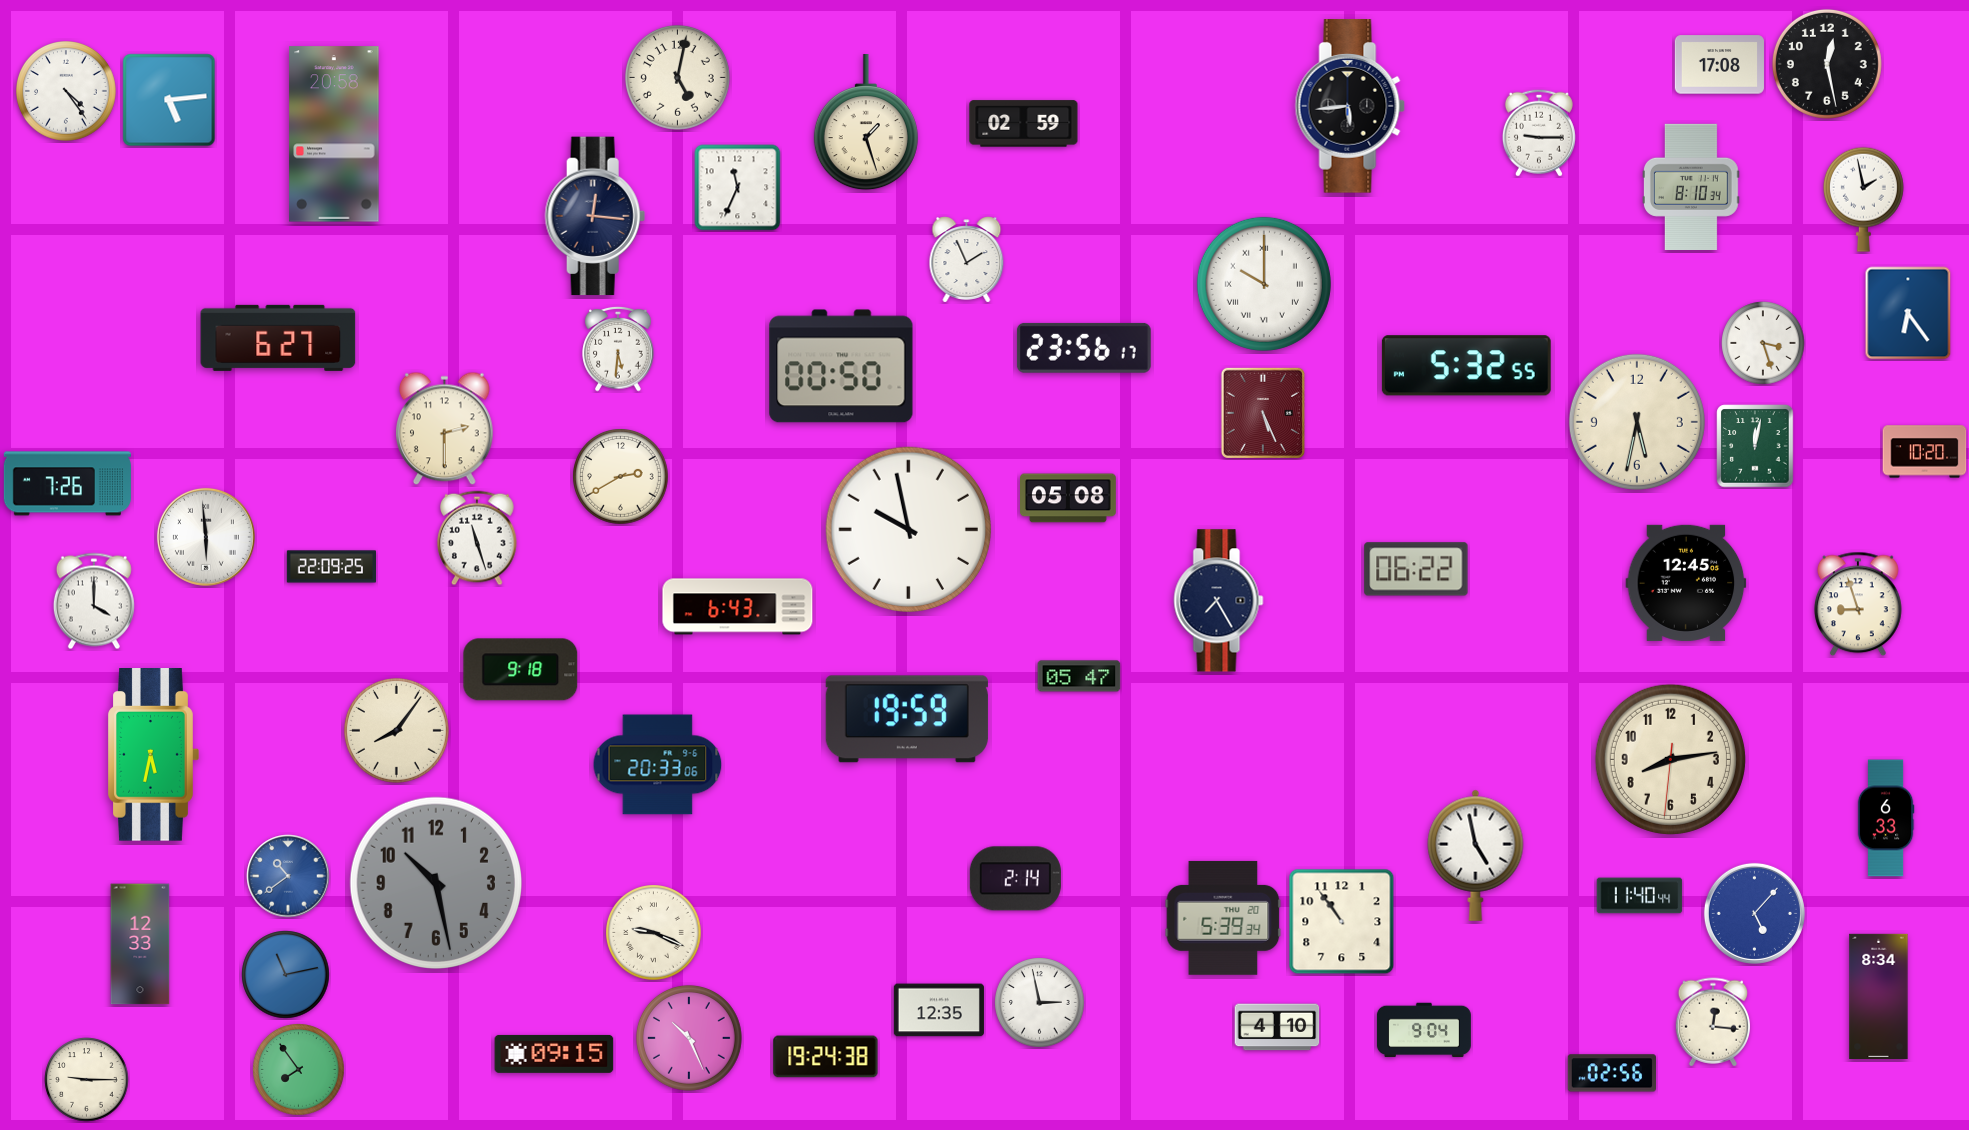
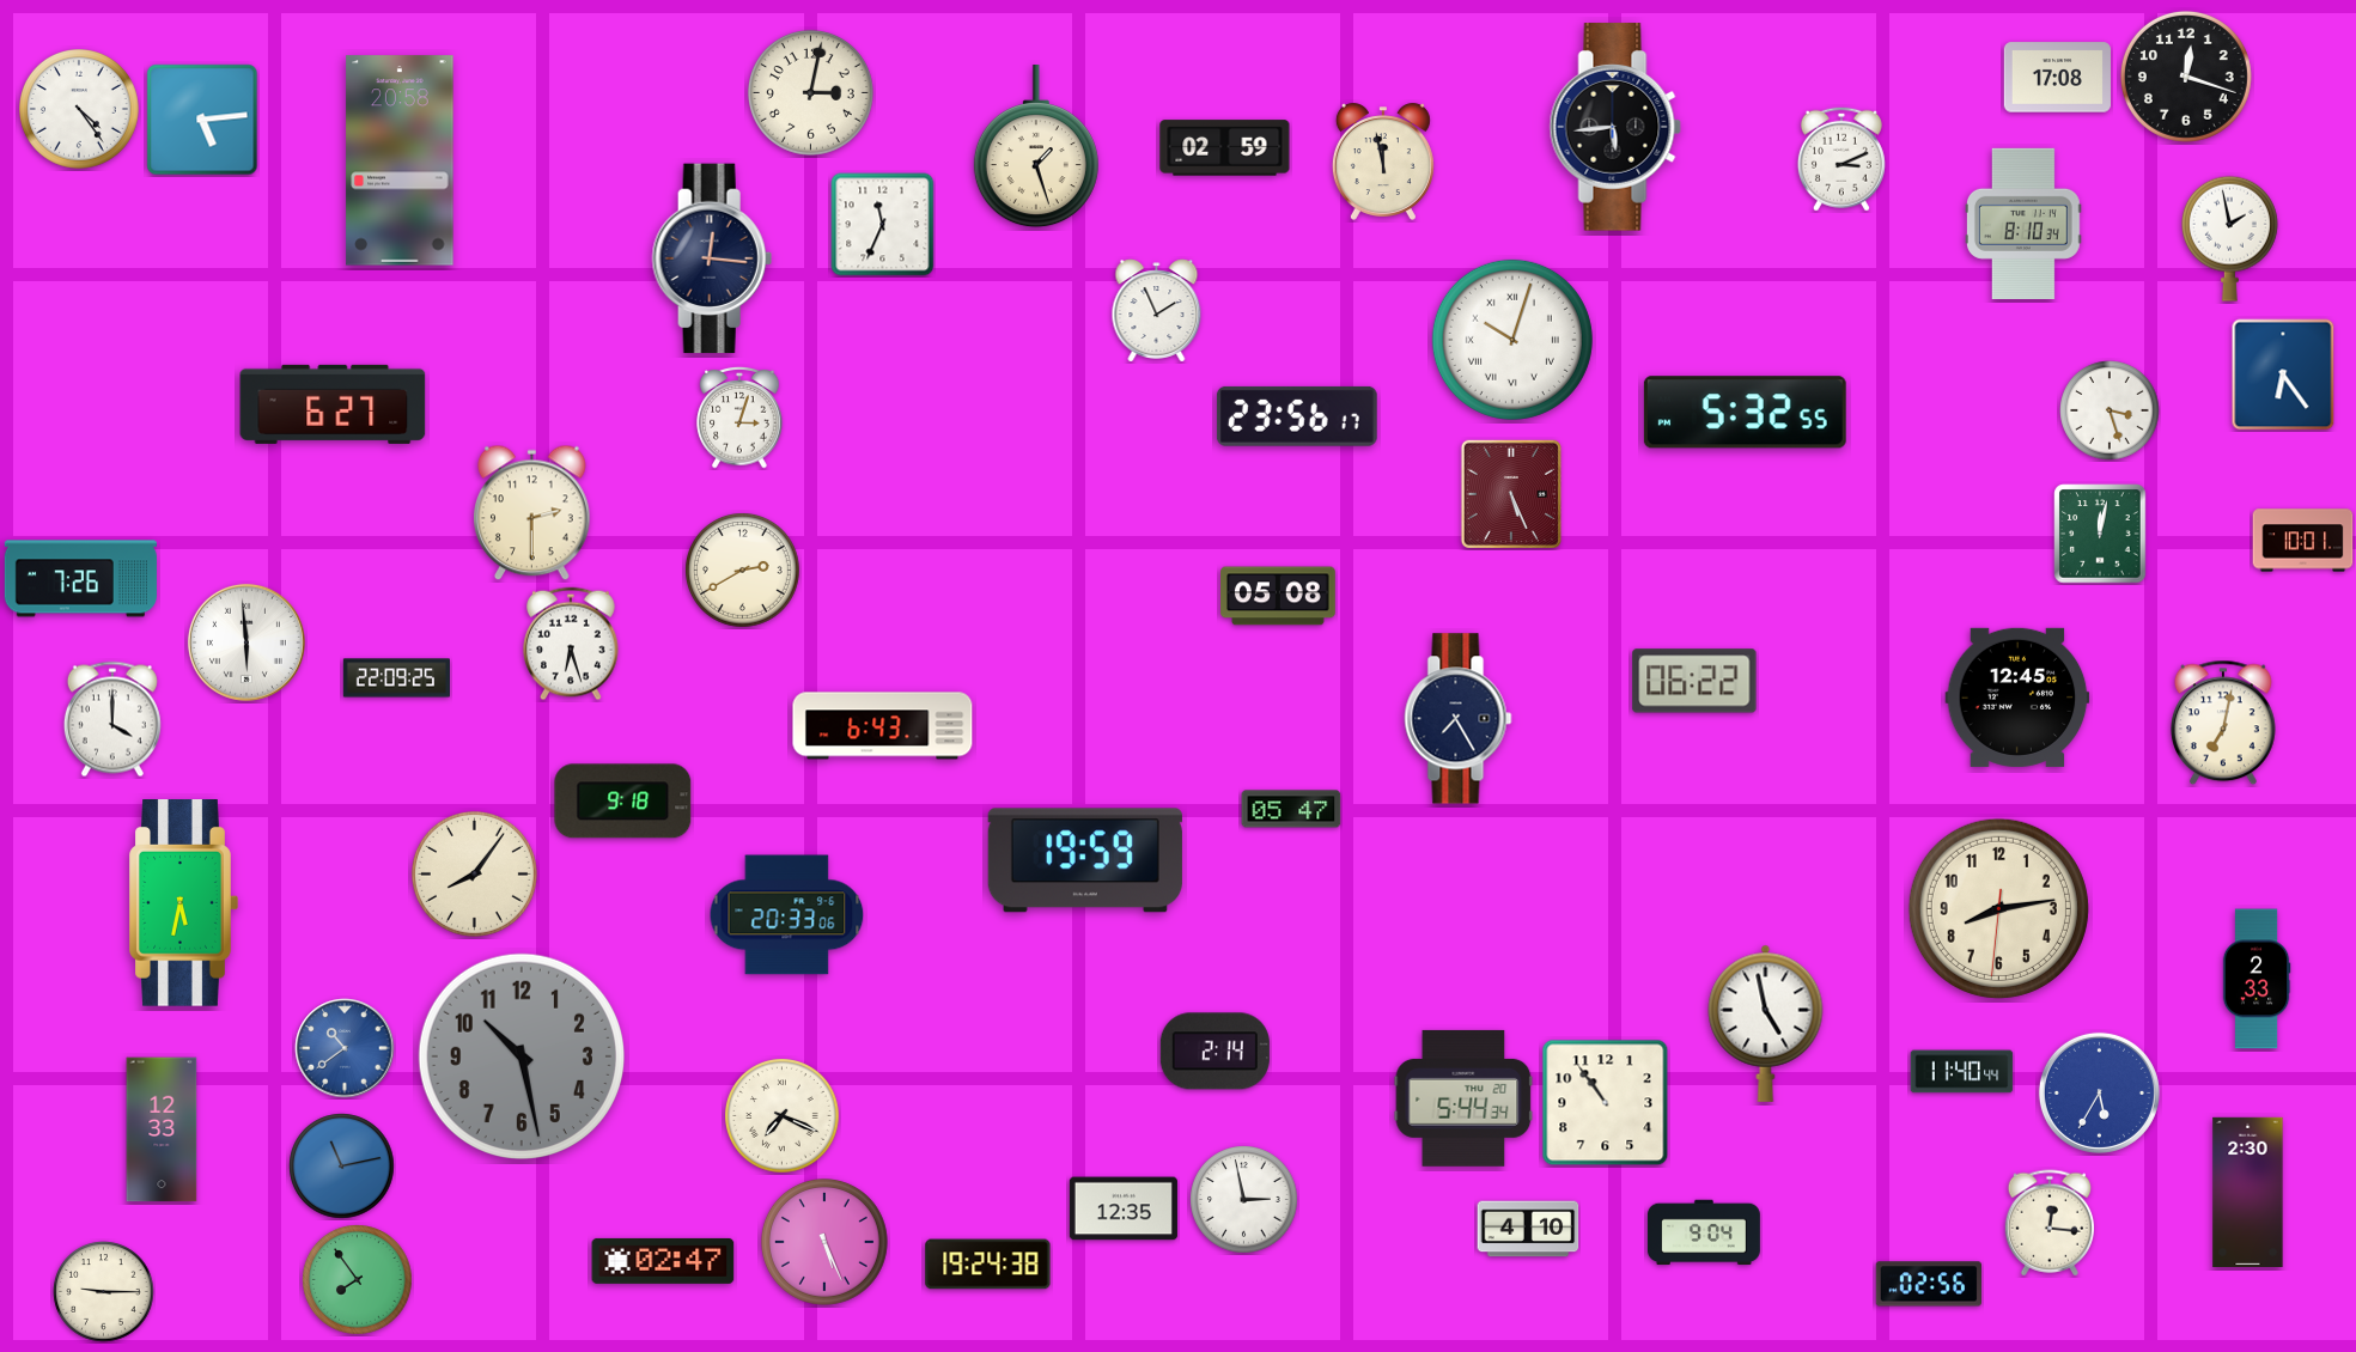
clock at (1827, 64): 12:28 -> 12:18
clock at (677, 77): 5:02 -> 3:02
clock at (1539, 133): 9:15 -> 3:11
clock at (1383, 162): none -> 11:58
clock at (1264, 284): 10:00 -> 10:03
clock at (618, 349): 5:31 -> 3:03
clock at (841, 366): 00:50 -> none
clock at (1466, 366) position: (1466, 366) -> (1745, 413)
clock at (1637, 422): 5:32 -> none
clock at (1925, 452): 10:20 -> 10:01
clock at (908, 529): 9:58 -> none
clock at (477, 538): 11:27 -> 6:27
clock at (1858, 604): 8:57 -> 7:02
clock at (1886, 818): 6:33 -> 2:33
clock at (1754, 913): 5:07 -> 5:35
clock at (1223, 918): 5:39 -> 5:44
clock at (654, 933): 9:19 -> 7:19
clock at (140, 944) position: (140, 944) -> (162, 1129)
clock at (1879, 996): 8:34 -> 2:30
clock at (689, 1038): 10:26 -> 5:26
clock at (554, 1054): 09:15 -> 02:47
